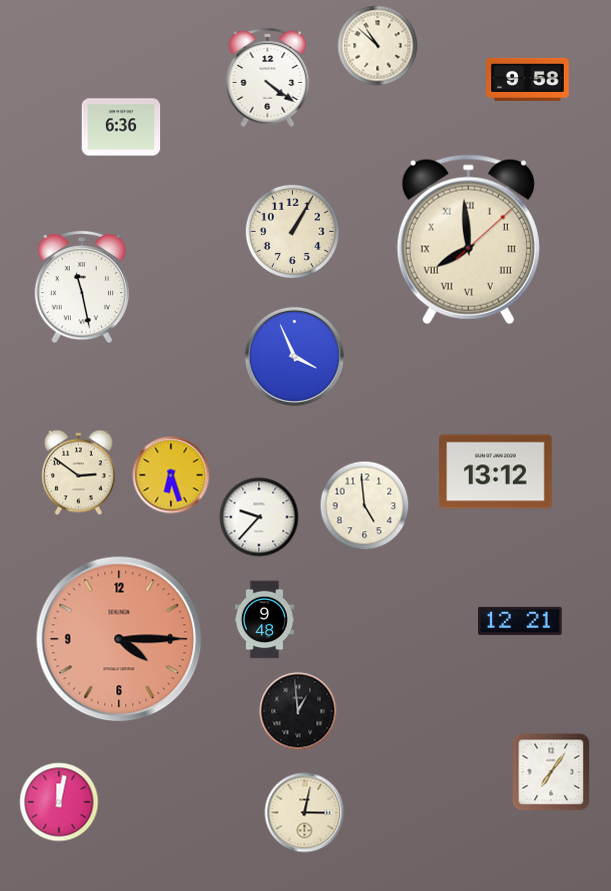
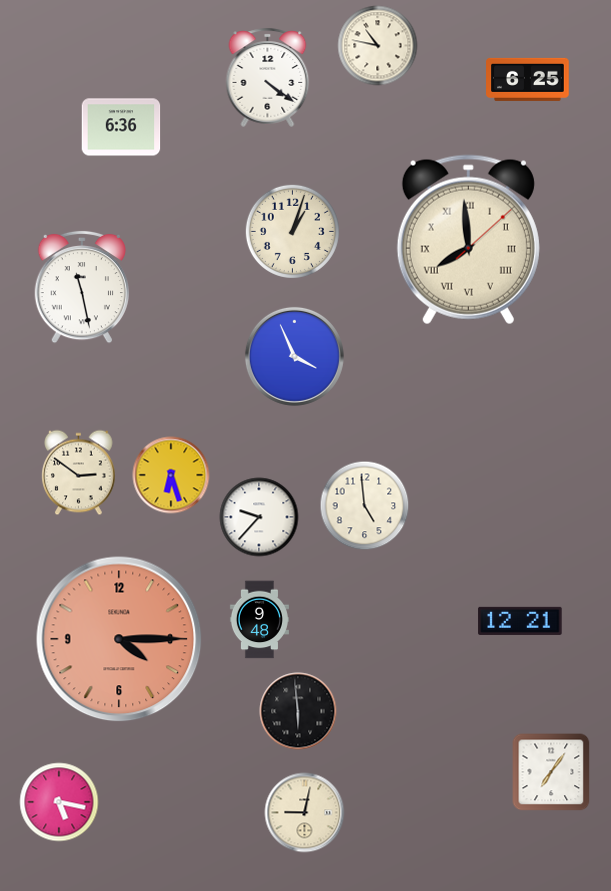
clock at (378, 46): 10:52 -> 10:47
clock at (528, 79): 9:58 -> 6:25
clock at (292, 231): 1:05 -> 1:03
clock at (496, 472): 13:12 -> none
clock at (264, 620) position: (264, 620) -> (259, 620)
clock at (298, 711): 12:59 -> 5:59
clock at (59, 802): 12:02 -> 5:17
clock at (305, 813): 3:02 -> 9:02
